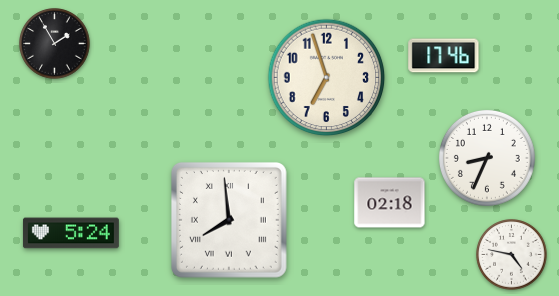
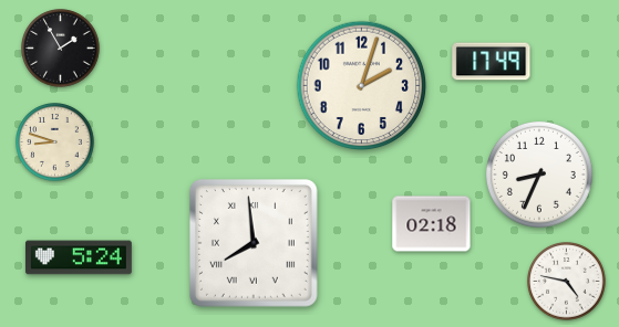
clock at (444, 56): 17:46 -> 17:49
clock at (327, 78): 6:57 -> 2:03
clock at (55, 143): none -> 8:48
